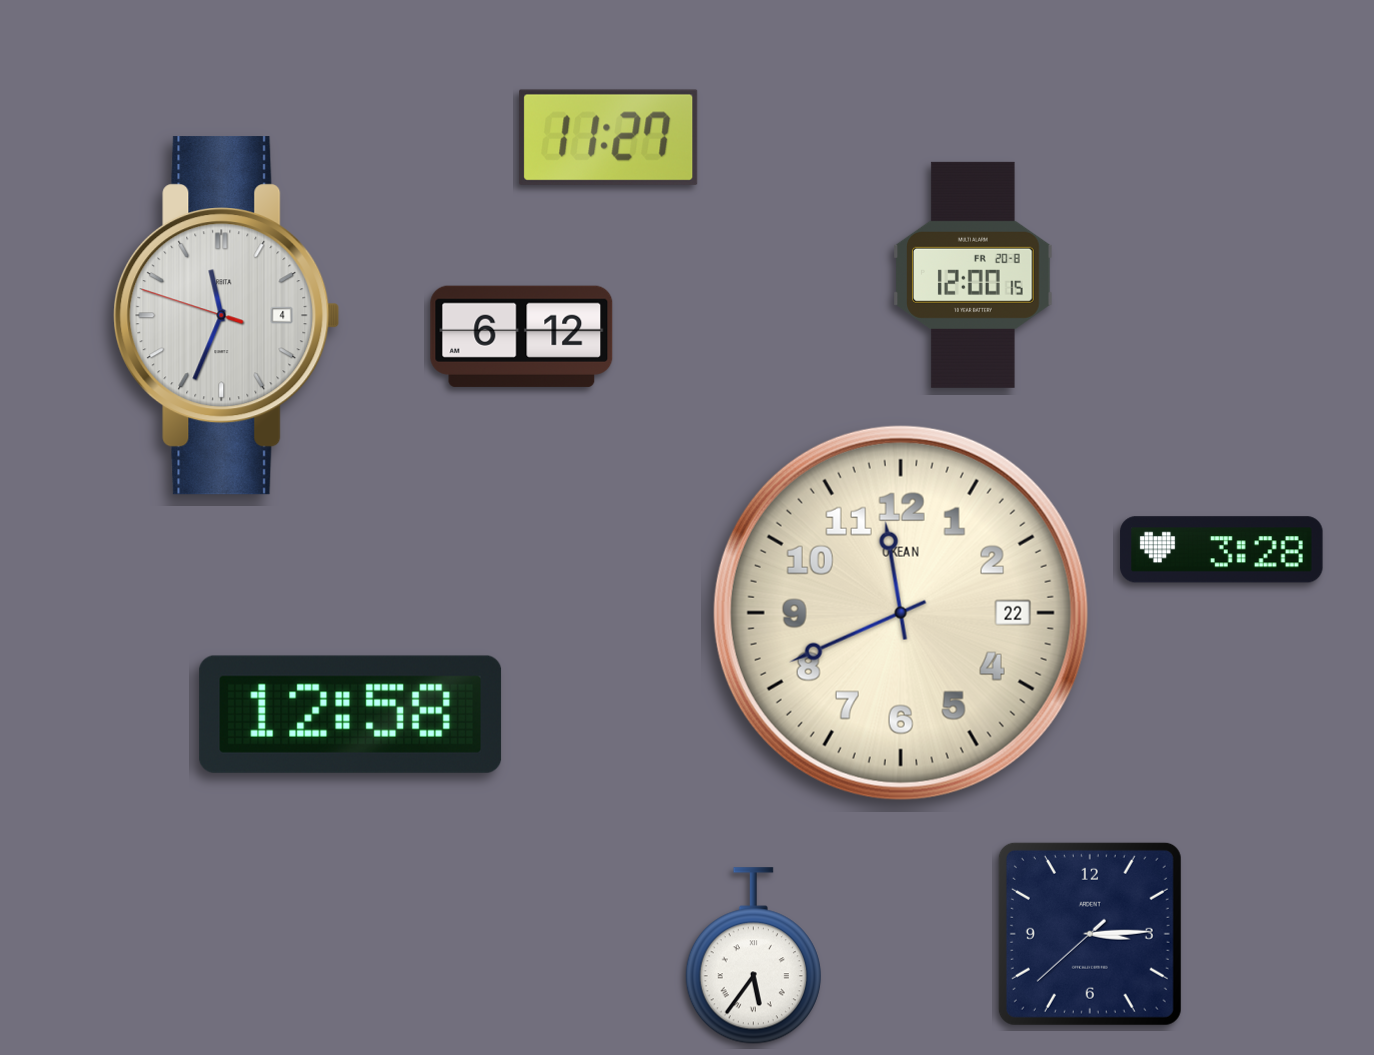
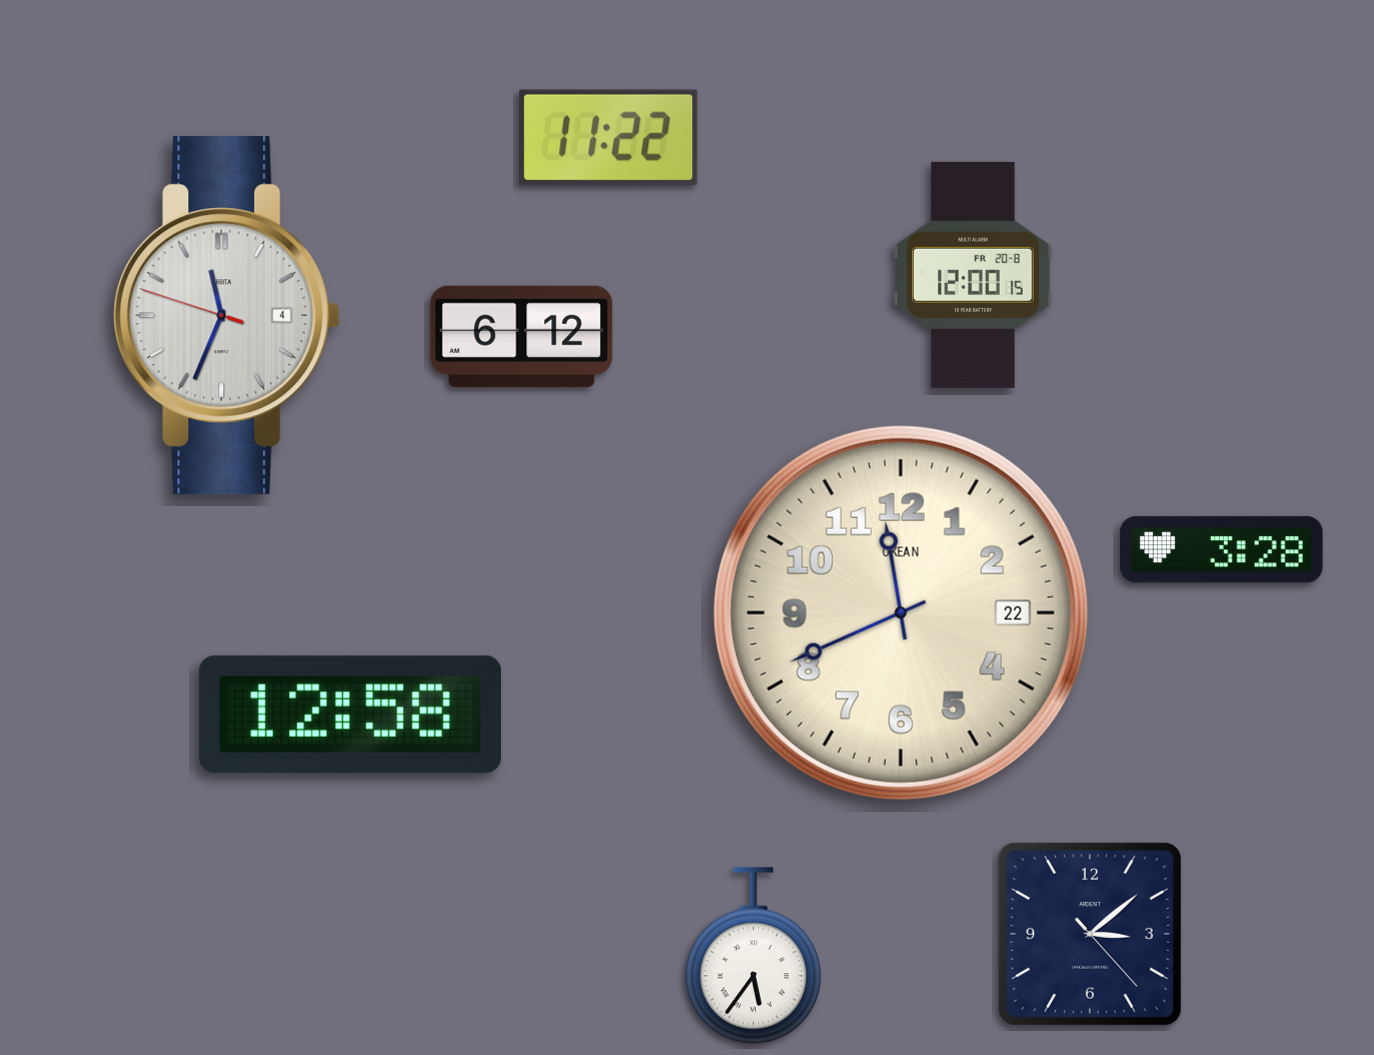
clock at (609, 137): 11:27 -> 11:22
clock at (1090, 934): 3:14 -> 3:08
